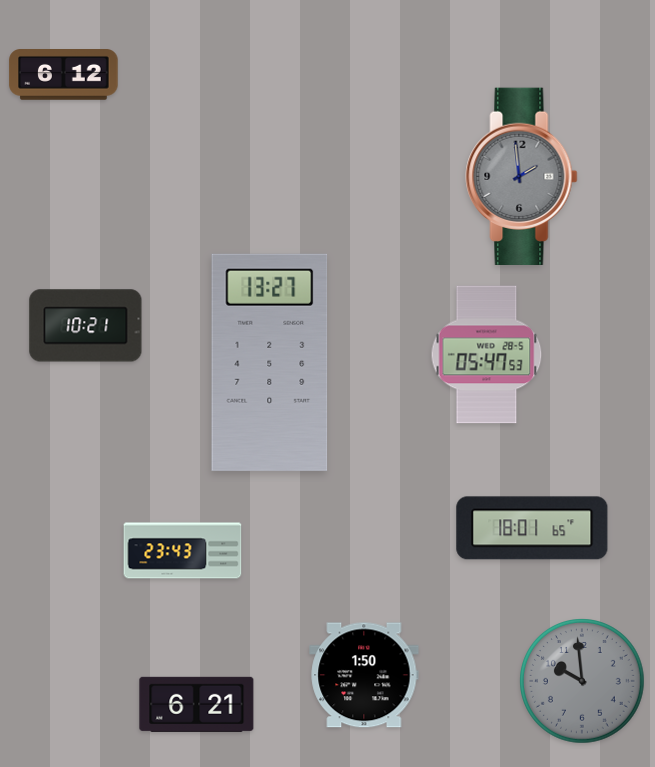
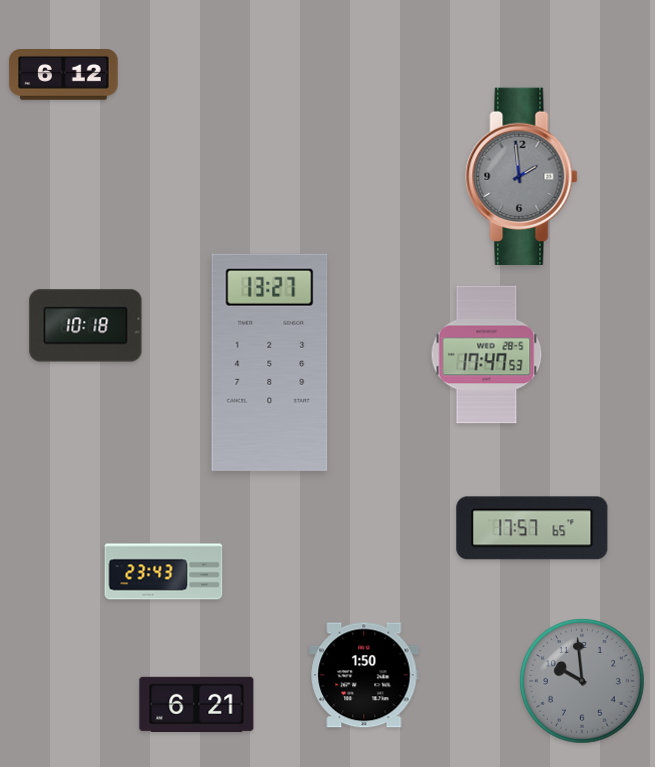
clock at (86, 326): 10:21 -> 10:18
clock at (487, 355): 05:47 -> 17:47
clock at (532, 528): 18:01 -> 17:57
clock at (183, 551) position: (183, 551) -> (164, 572)
